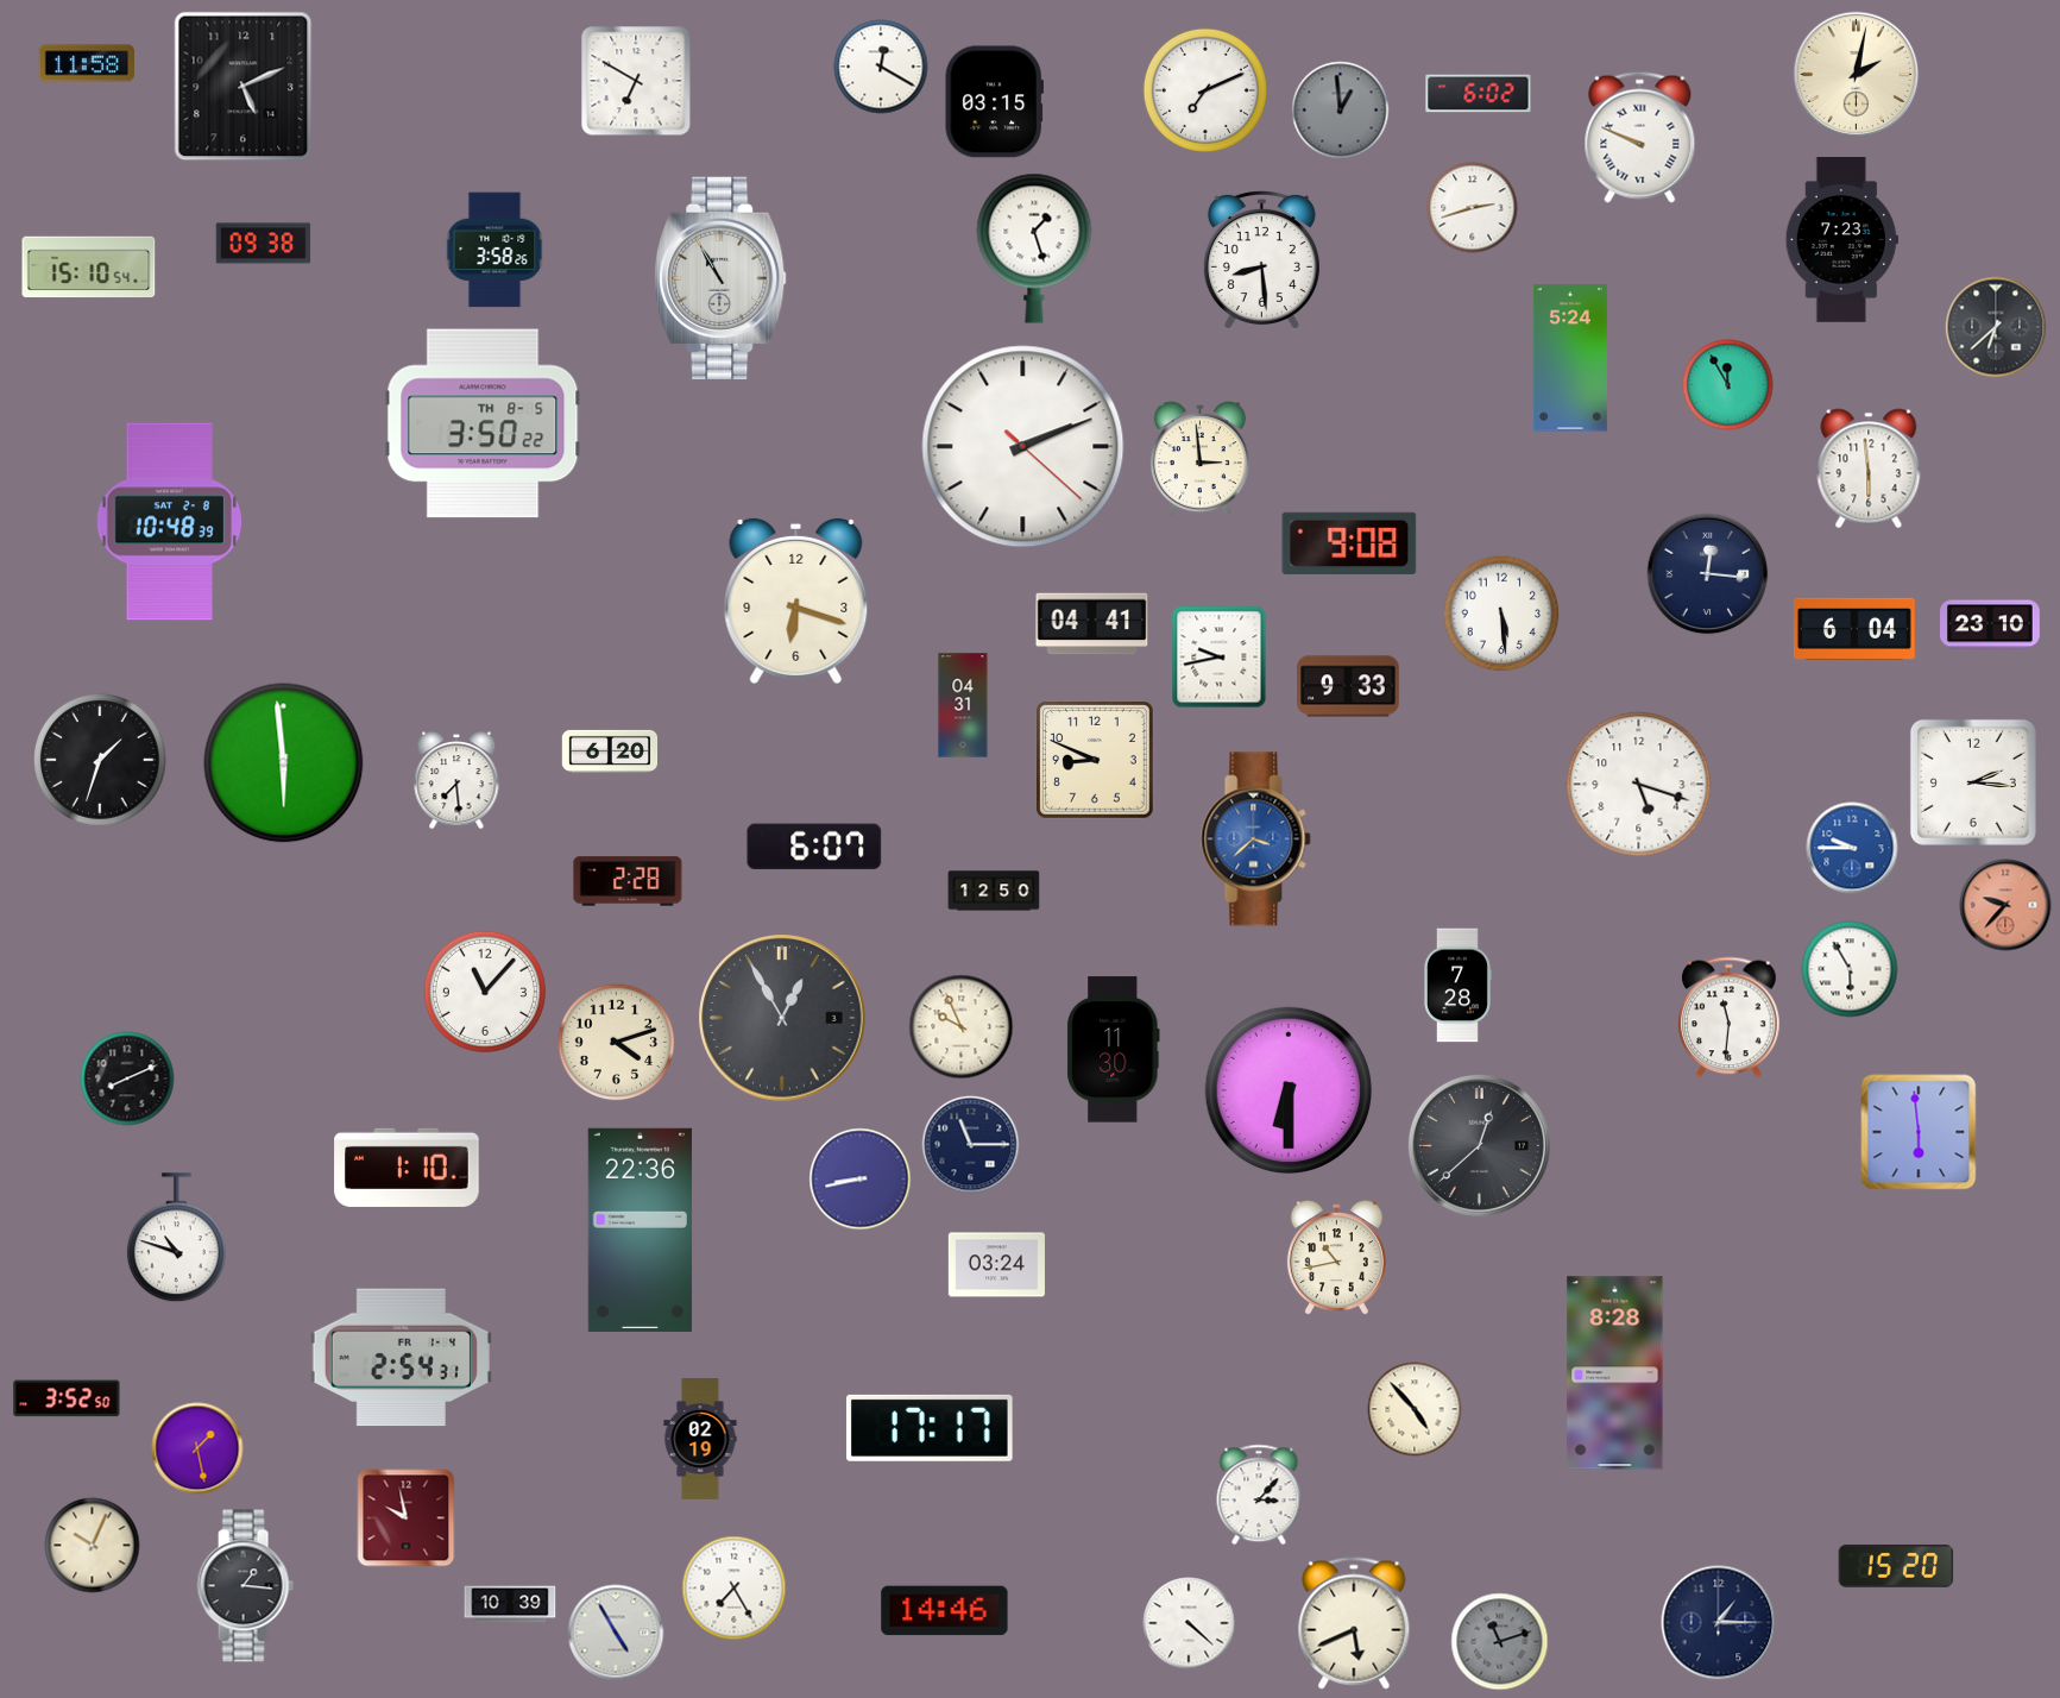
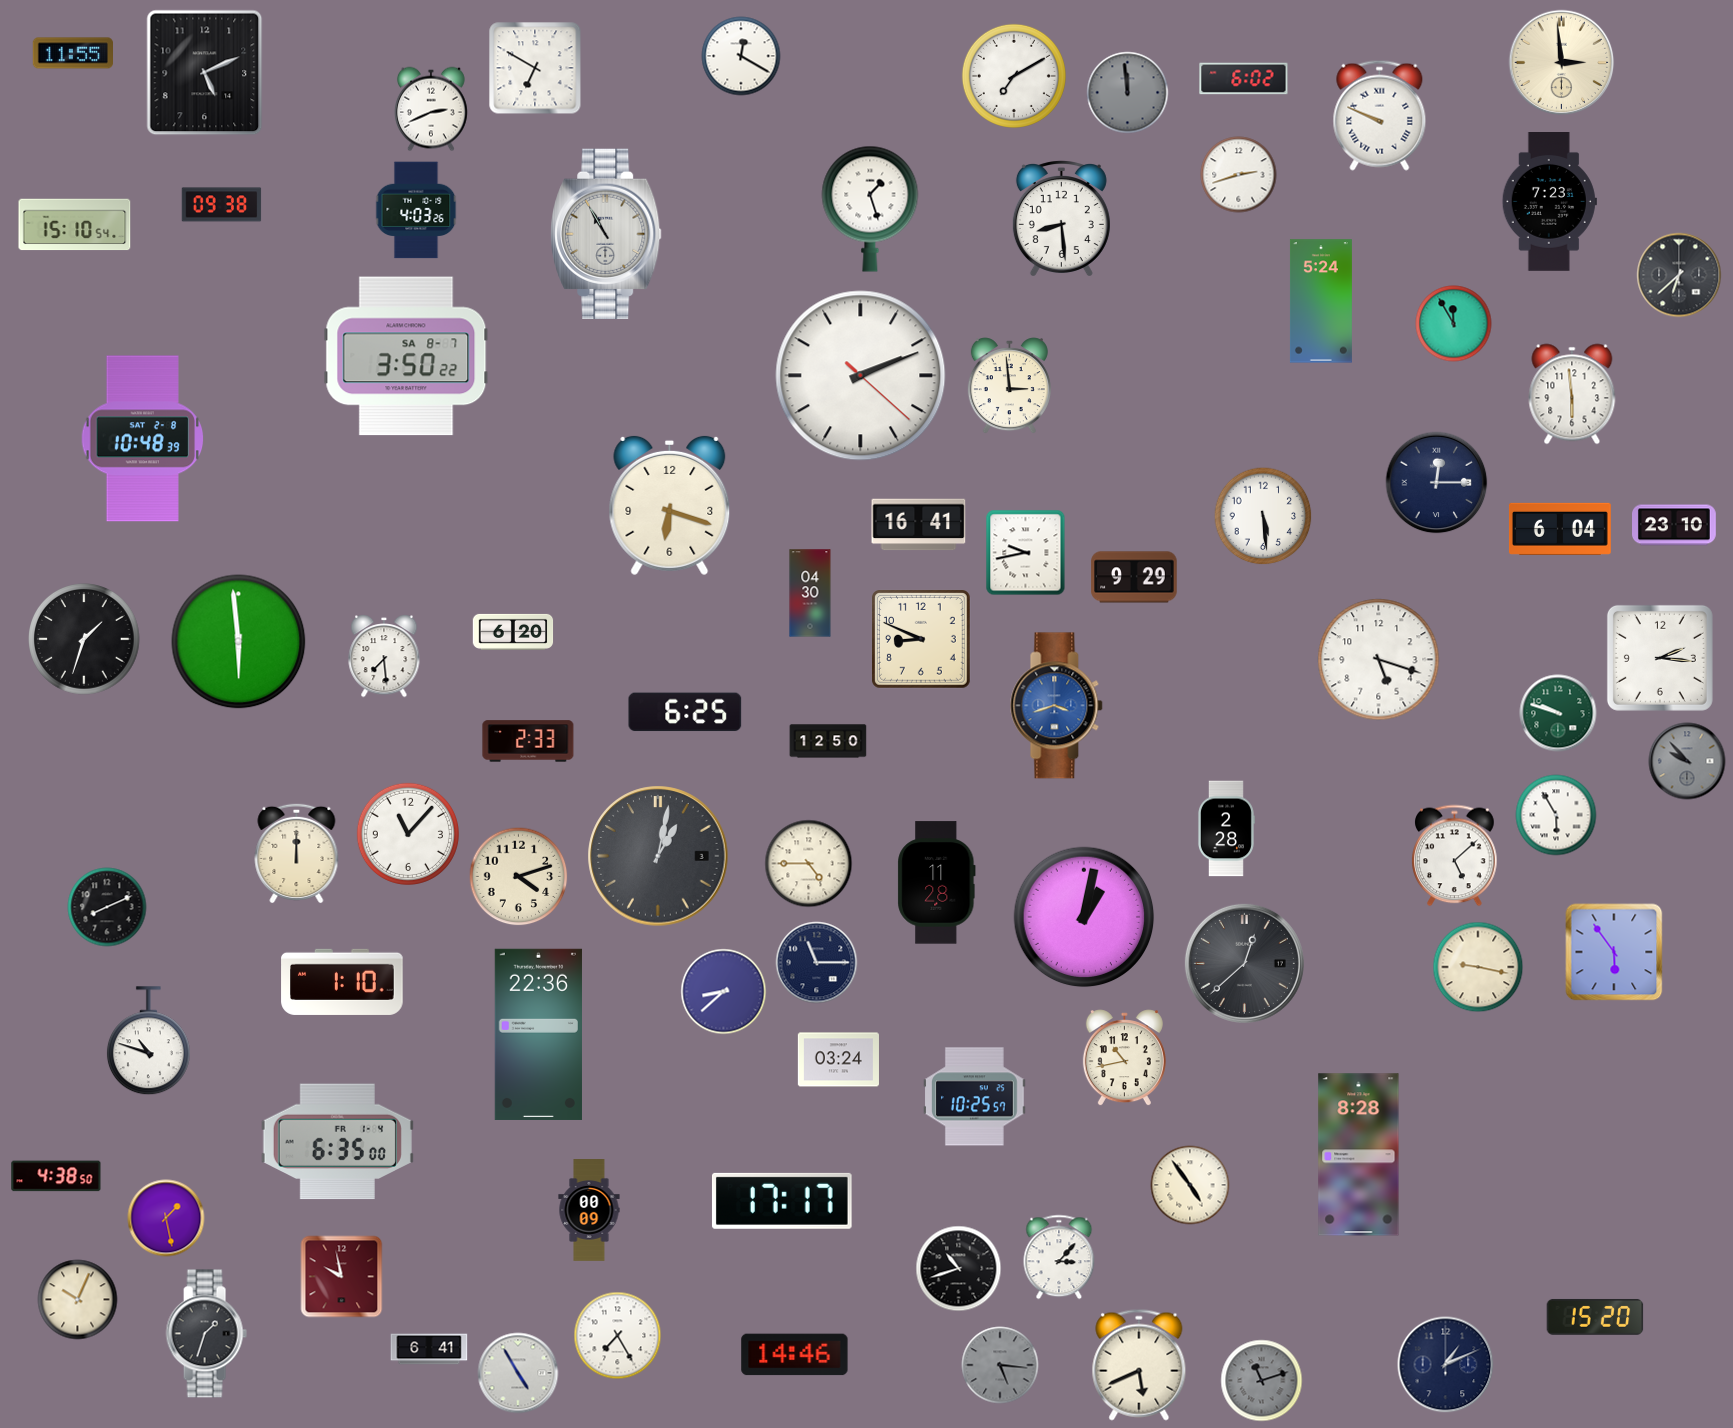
clock at (86, 63): 11:58 -> 11:55
clock at (1857, 75): 2:02 -> 2:59
clock at (1205, 90): 7:11 -> 7:10
clock at (994, 102): 03:15 -> none
clock at (1341, 111): 12:59 -> 11:59
clock at (431, 109): none -> 2:41
clock at (494, 250): 3:58 -> 4:03
clock at (483, 423) date: TH 8-5 -> SA 8-7
clock at (1349, 542): 9:08 -> none
clock at (1708, 574): 12:16 -> 12:15
clock at (1092, 624): 04:41 -> 16:41
clock at (1348, 686): 9:33 -> 9:29
clock at (963, 705): 04:31 -> 04:30
clock at (1256, 839): 3:38 -> 3:42
clock at (814, 847): 6:07 -> 6:25
clock at (1852, 848): 9:45 -> 9:48
clock at (1852, 848) dial: blue -> green
clock at (628, 881): 2:28 -> 2:33
clock at (994, 891) position: (994, 891) -> (828, 741)
clock at (2005, 905): 9:37 -> 9:53
clock at (2005, 905) dial: salmon -> grey
clock at (1457, 986): 7:28 -> 2:28
clock at (297, 853): none -> 12:00
clock at (782, 1018): 12:55 -> 1:02
clock at (1730, 1018): 11:31 -> 5:08
clock at (962, 1027): 9:56 -> 4:45
clock at (1114, 1050): 11:30 -> 11:28
clock at (1289, 1090): 6:30 -> 1:02
clock at (1919, 1132): 5:59 -> 5:54
clock at (1478, 967): none -> 9:17
clock at (861, 1180): 8:43 -> 8:38
clock at (996, 1265) position: (996, 1265) -> (838, 1060)
clock at (975, 1097): none -> 10:25
clock at (401, 1358): 2:54 -> 6:35
clock at (67, 1398): 3:52 -> 4:38
clock at (1415, 1409): 4:53 -> 4:54
clock at (700, 1440): 02:19 -> 00:09
clock at (959, 1269): none -> 10:42
clock at (245, 1586): 1:16 -> 1:33
clock at (510, 1604): 10:39 -> 6:41
clock at (1189, 1623): 4:22 -> 5:16
clock at (1189, 1623) dial: white -> grey
clock at (1719, 1623): 1:15 -> 1:11
